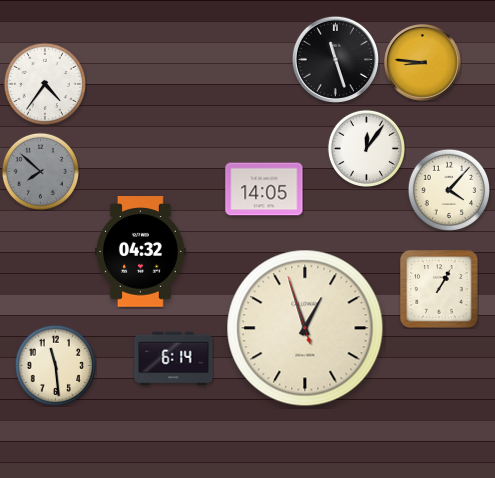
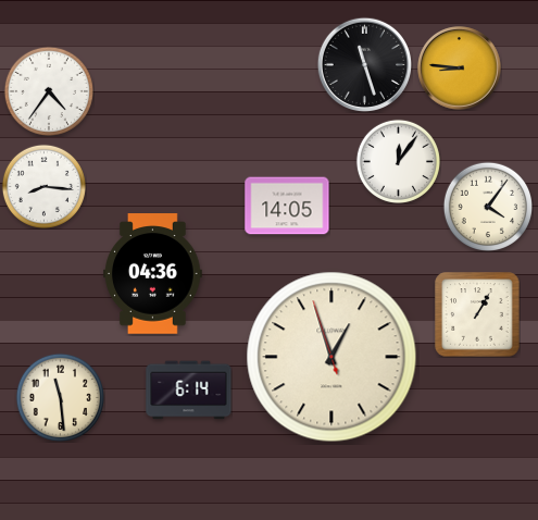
clock at (40, 171): 7:52 -> 8:16
clock at (40, 171) dial: grey -> white
clock at (448, 189): 4:07 -> 4:06
clock at (141, 252): 04:32 -> 04:36
